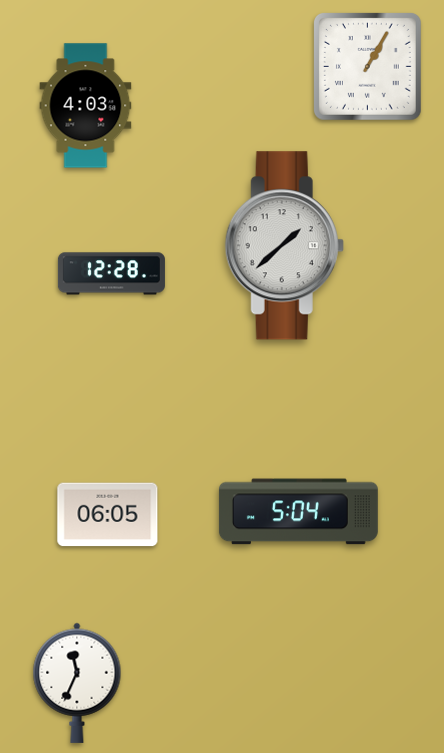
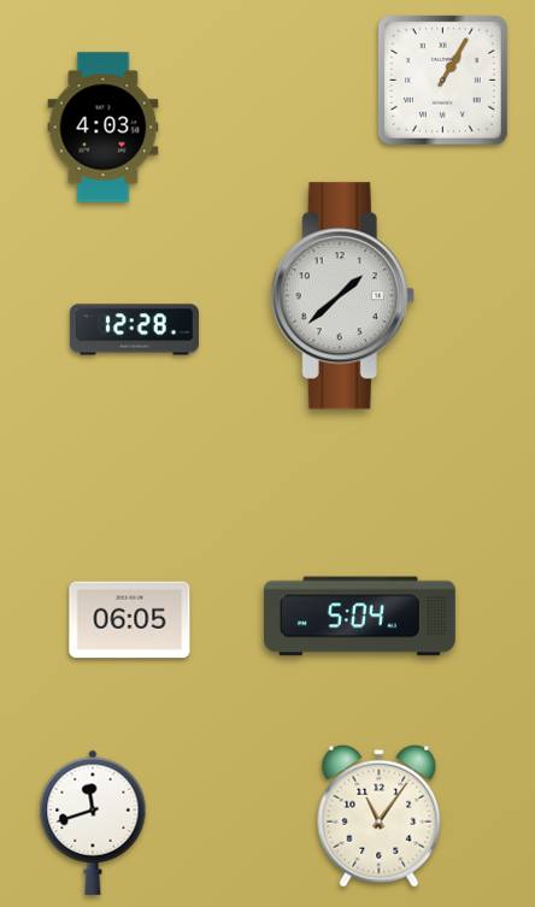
clock at (380, 815): none -> 11:06
clock at (77, 683): 11:34 -> 11:42
